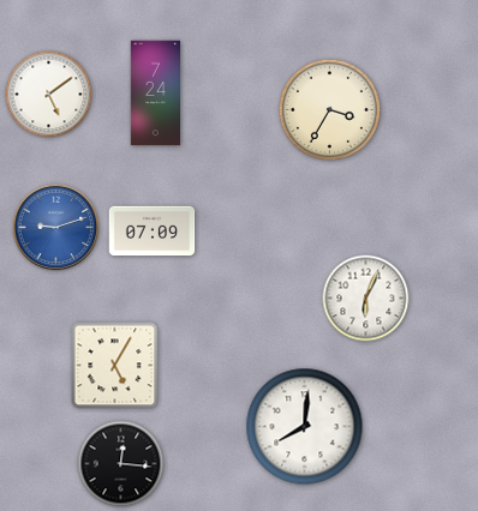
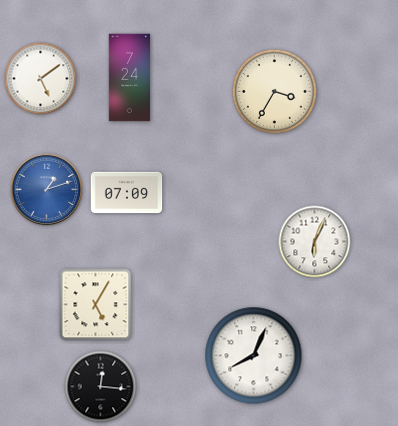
clock at (56, 228): 9:12 -> 1:12
clock at (366, 299) position: (366, 299) -> (315, 242)
clock at (305, 427): 8:01 -> 8:04
